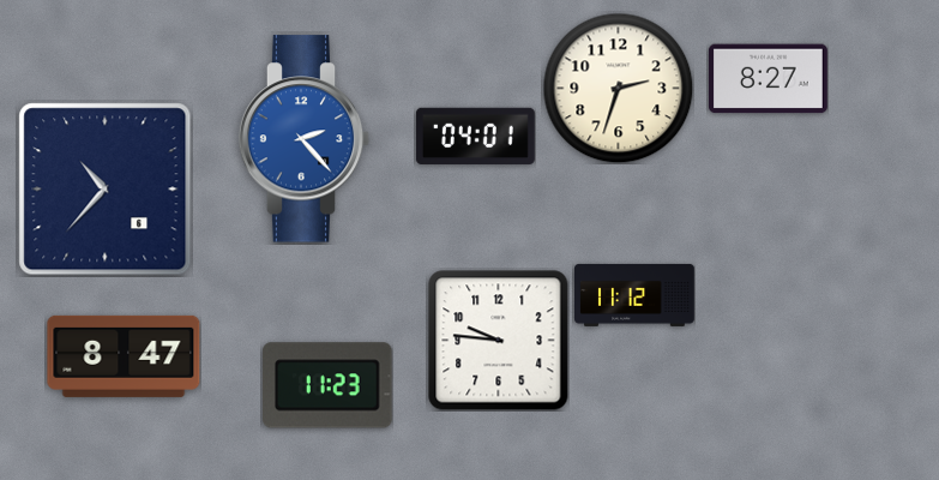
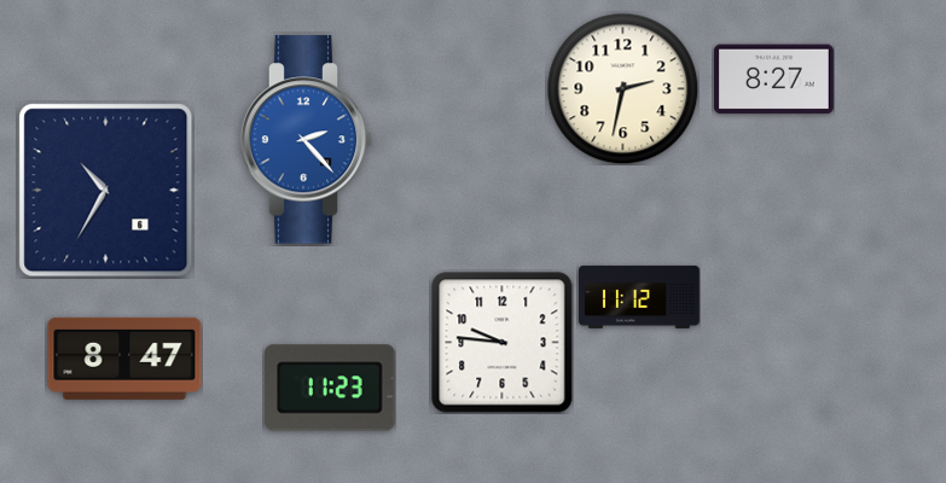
clock at (618, 88): 2:33 -> 2:32
clock at (475, 136): 04:01 -> none
clock at (106, 190): 10:37 -> 10:35
